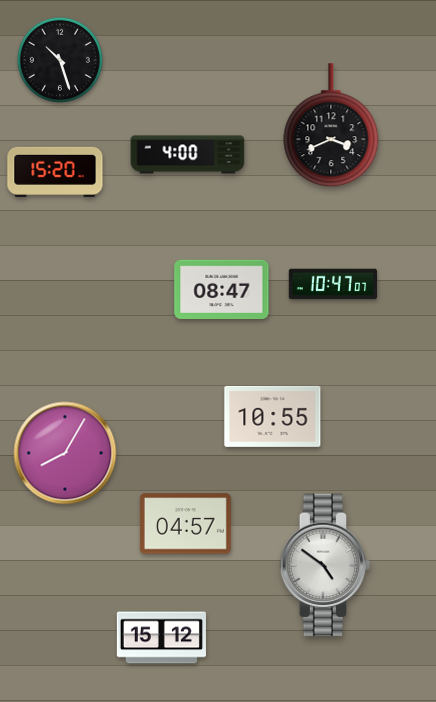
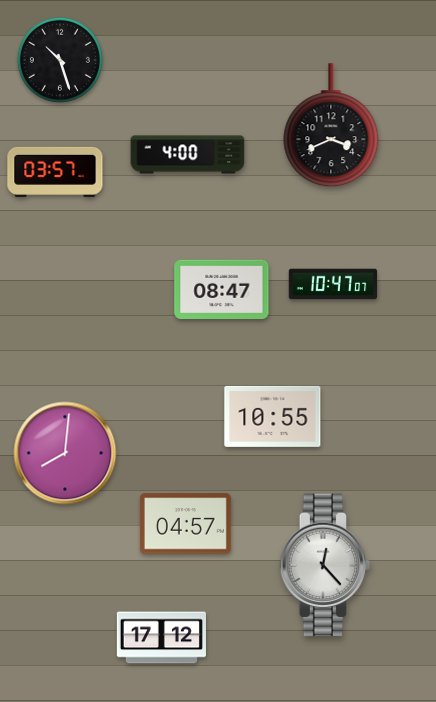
clock at (55, 172): 15:20 -> 03:57
clock at (65, 453): 8:05 -> 8:01
clock at (325, 565): 4:51 -> 12:23
clock at (161, 638): 15:12 -> 17:12
